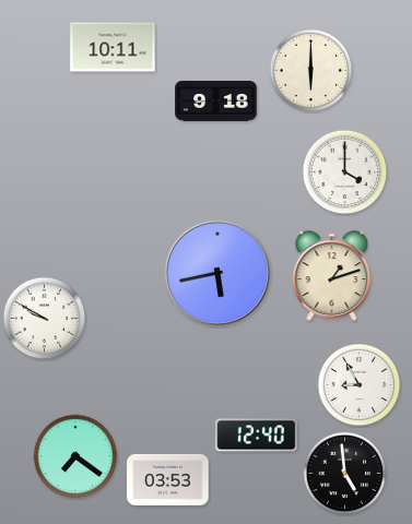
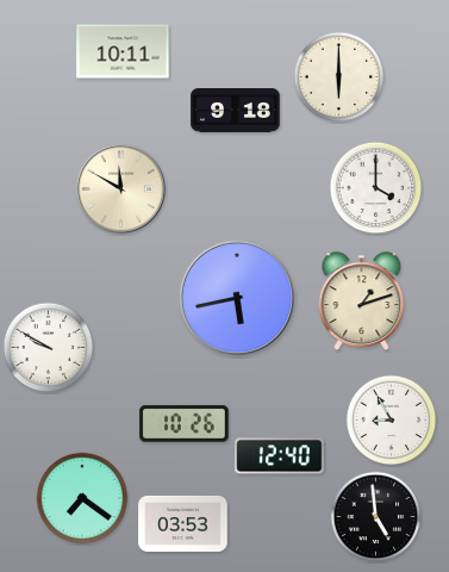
clock at (120, 188): none -> 11:50
clock at (185, 424): none -> 10:26
clock at (257, 436) position: (257, 436) -> (280, 456)
